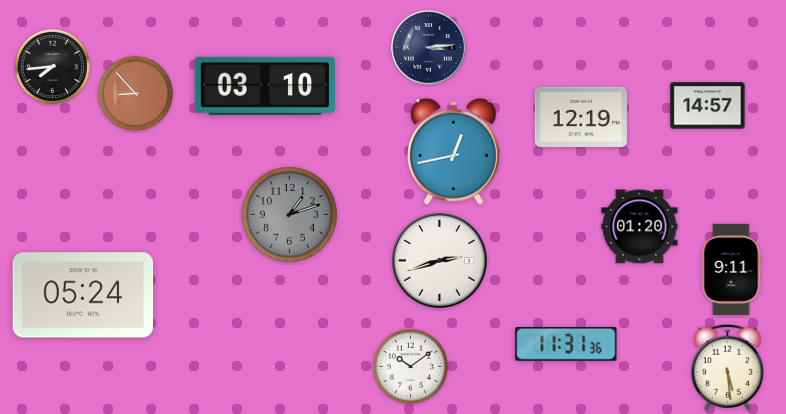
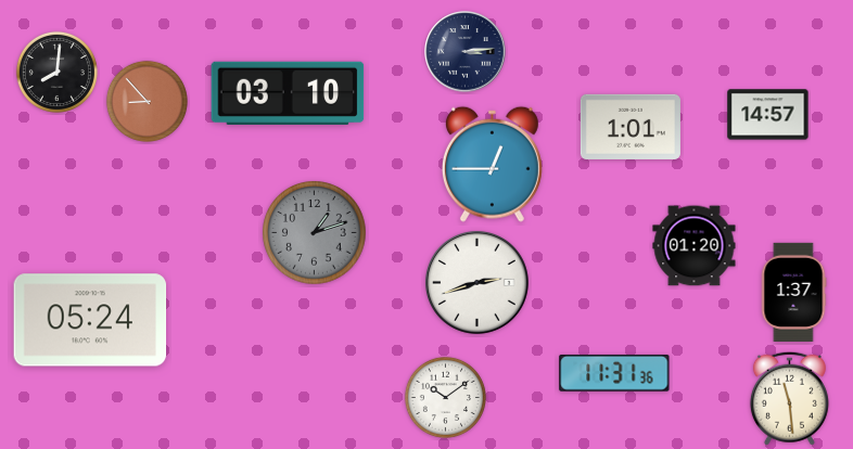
clock at (52, 66): 7:44 -> 8:01
clock at (581, 117): 12:19 -> 1:01
clock at (453, 151): 12:43 -> 12:45
clock at (731, 269): 9:11 -> 1:37
clock at (727, 367): 5:29 -> 11:29
